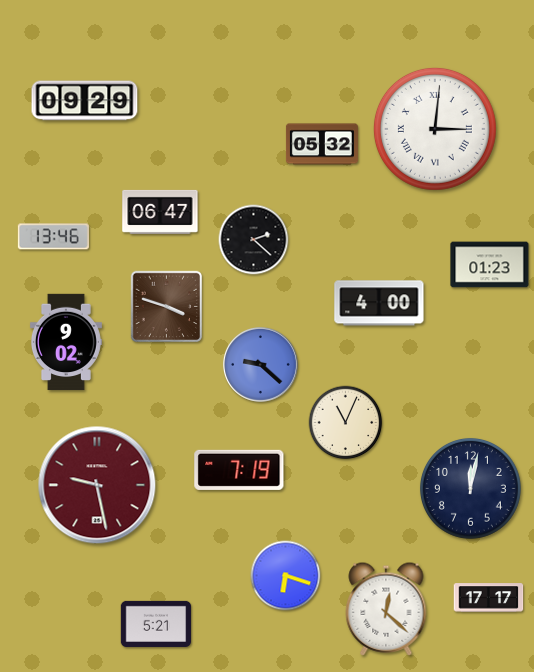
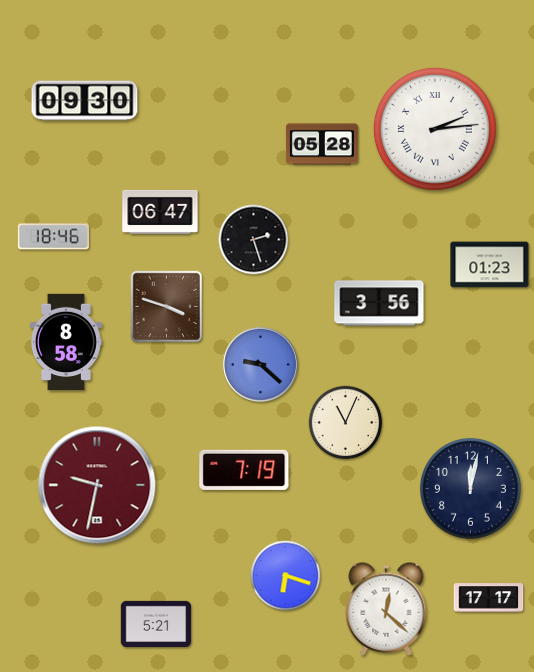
clock at (85, 101): 09:29 -> 09:30
clock at (435, 129): 3:01 -> 2:14
clock at (322, 144): 05:32 -> 05:28
clock at (53, 237): 13:46 -> 18:46
clock at (254, 240): 2:22 -> 2:27
clock at (379, 303): 4:00 -> 3:56
clock at (66, 342): 9:02 -> 8:58
clock at (239, 470) position: (239, 470) -> (244, 470)
clock at (97, 485): 9:28 -> 9:32
